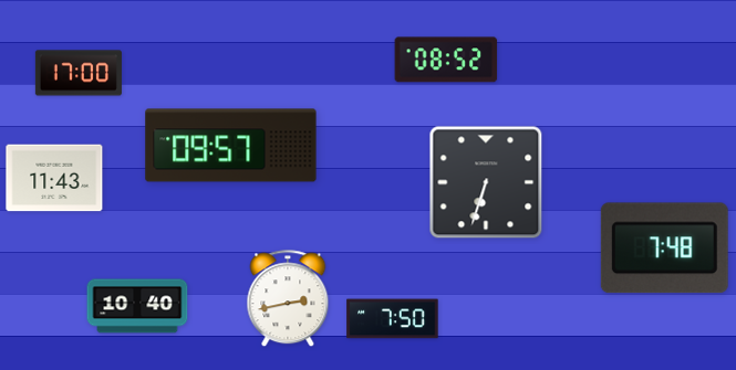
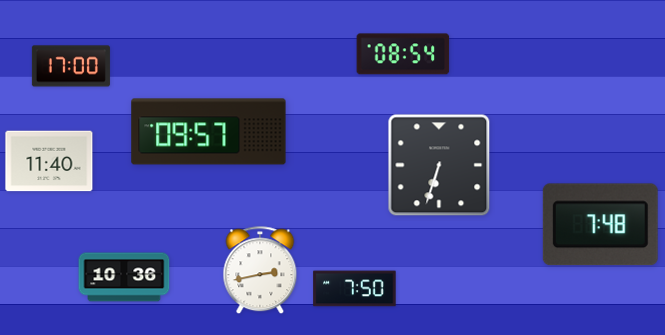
clock at (446, 60): 08:52 -> 08:54
clock at (54, 178): 11:43 -> 11:40
clock at (137, 306): 10:40 -> 10:36
